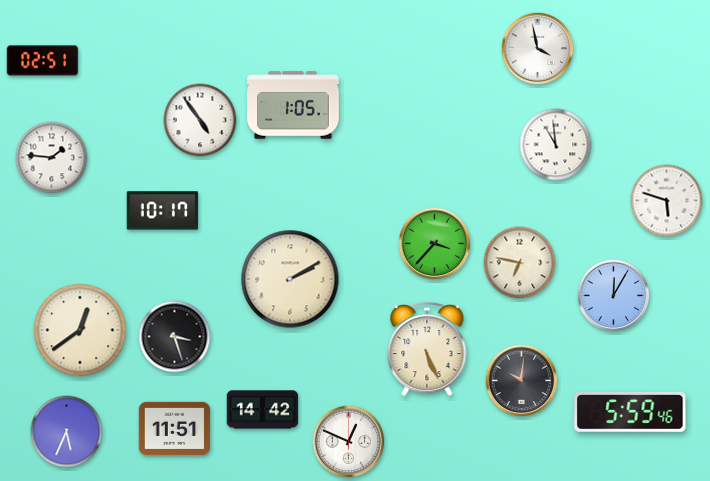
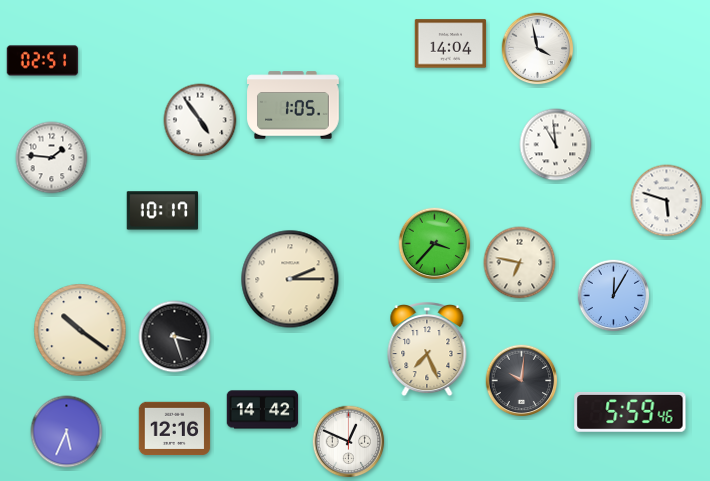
clock at (451, 44): none -> 14:04
clock at (290, 279): 2:10 -> 2:15
clock at (80, 330): 12:39 -> 10:21
clock at (427, 350): 5:26 -> 7:26
clock at (175, 429): 11:51 -> 12:16
